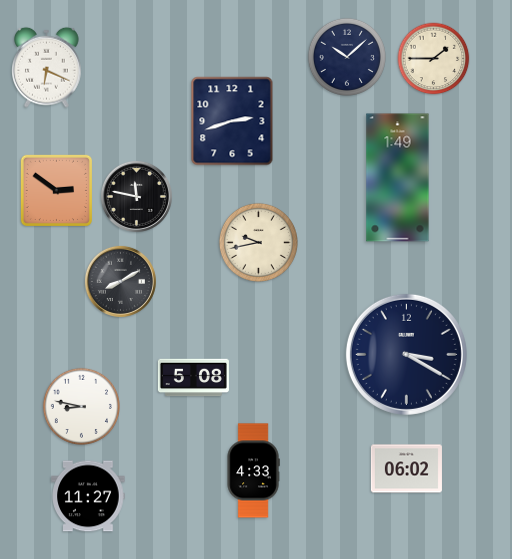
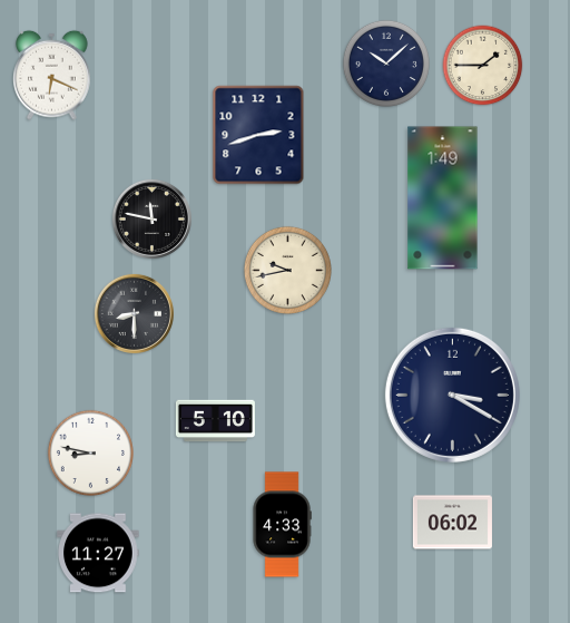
clock at (56, 190): 2:51 -> none
clock at (120, 281): 8:10 -> 8:30
clock at (193, 378): 5:08 -> 5:10
